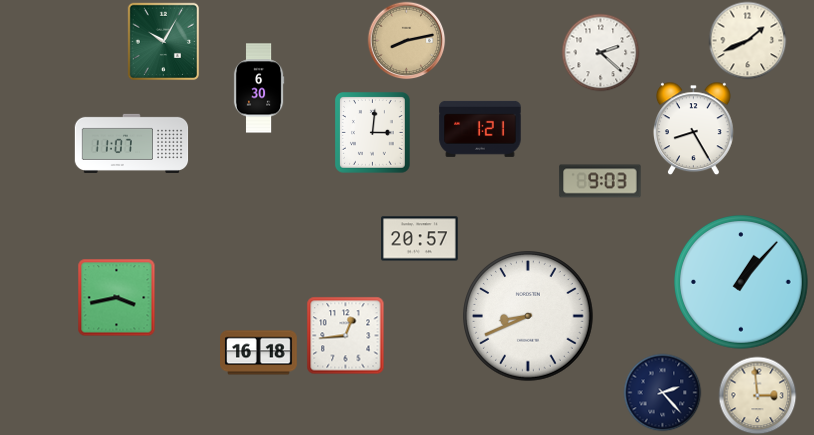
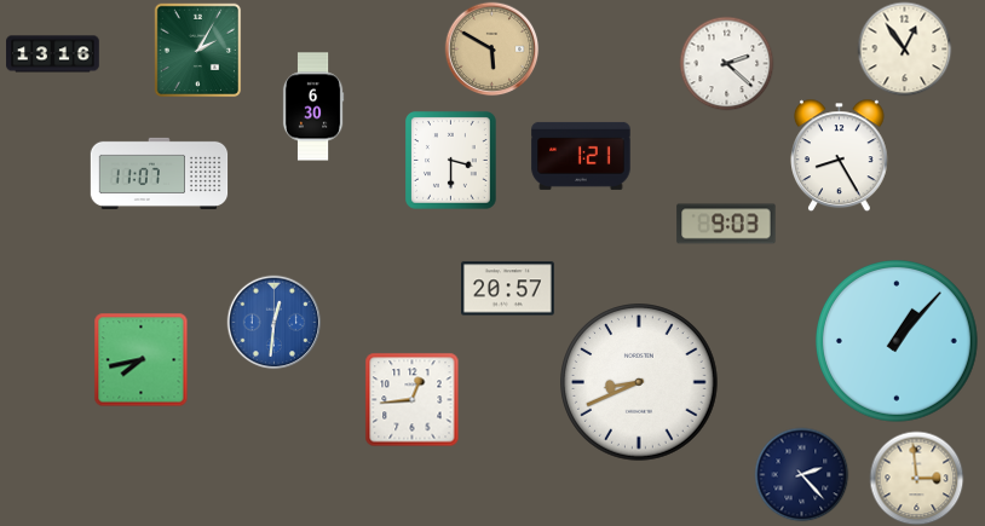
clock at (406, 40): 8:13 -> 5:50
clock at (747, 40): 1:41 -> 12:54
clock at (164, 41): 10:05 -> 2:05
clock at (53, 54): none -> 13:16
clock at (373, 133): 3:01 -> 3:30
clock at (600, 181) position: (600, 181) -> (726, 224)
clock at (273, 322): none -> 12:31
clock at (116, 297): 3:43 -> 7:43
clock at (345, 335) position: (345, 335) -> (411, 399)
clock at (259, 353): 16:18 -> none
